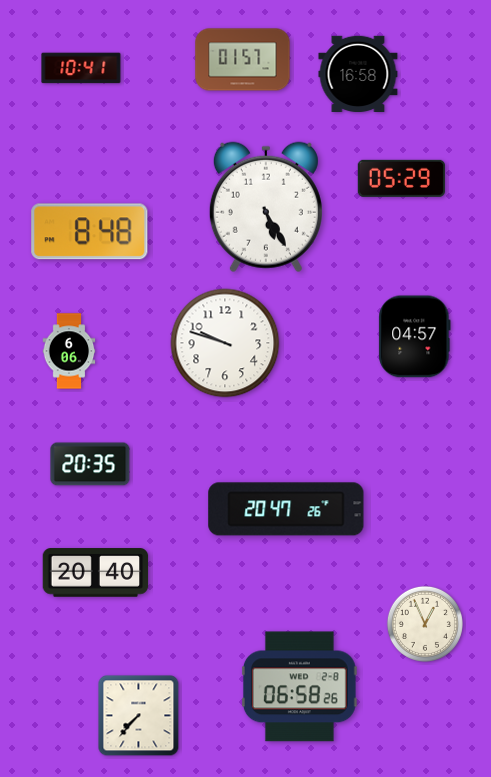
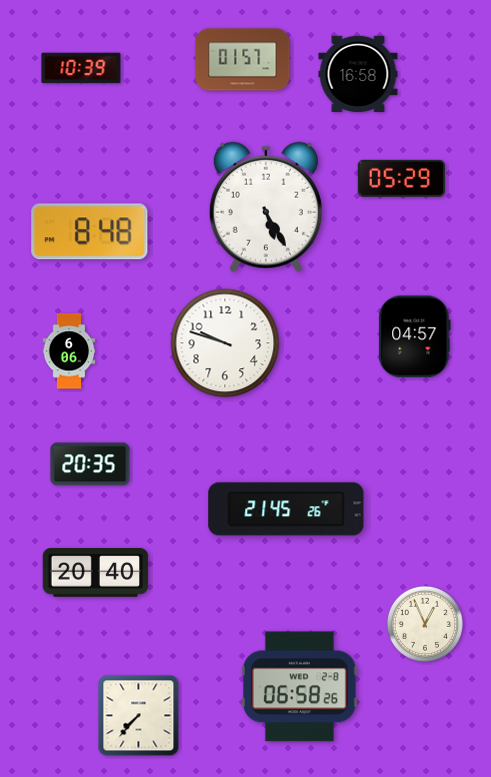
clock at (81, 68): 10:41 -> 10:39
clock at (286, 509): 20:47 -> 21:45
